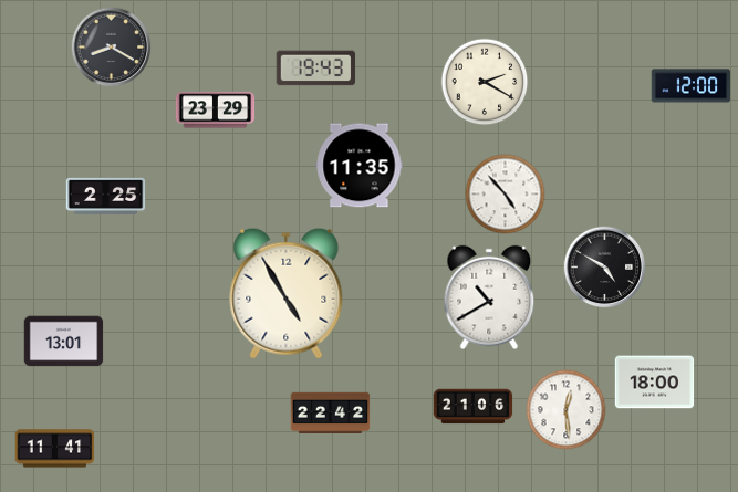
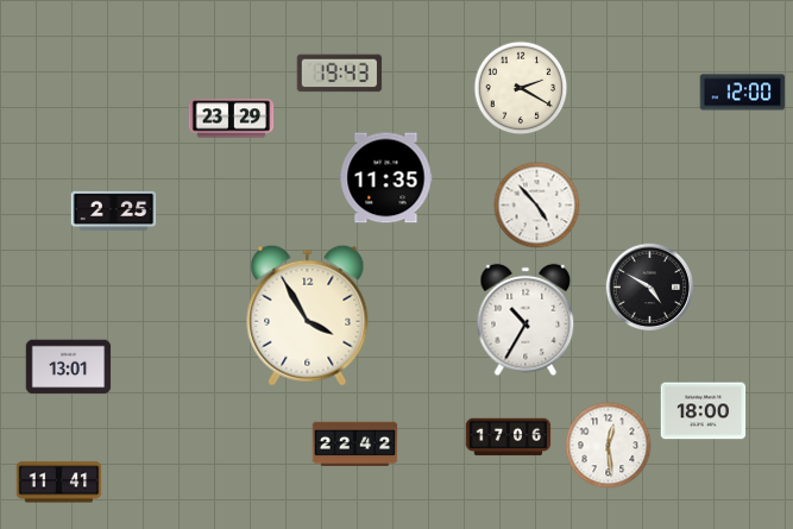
clock at (112, 48): 8:20 -> none
clock at (506, 195) position: (506, 195) -> (537, 206)
clock at (287, 293): 4:55 -> 3:55
clock at (489, 297): 10:40 -> 10:35
clock at (474, 407): 21:06 -> 17:06
clock at (567, 410) position: (567, 410) -> (609, 446)
